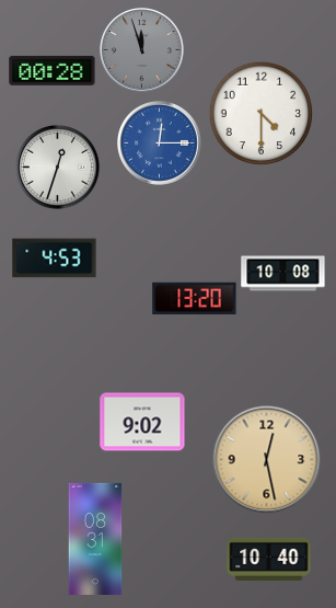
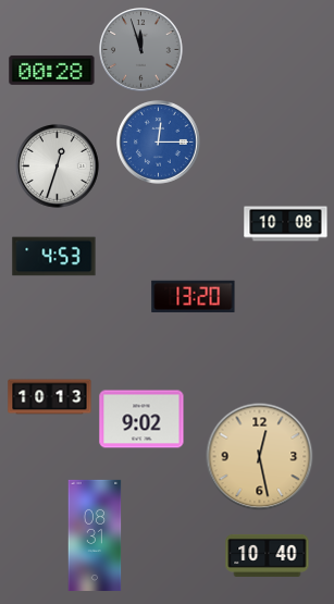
clock at (260, 113): 4:30 -> none
clock at (283, 274) position: (283, 274) -> (286, 224)
clock at (50, 397): none -> 10:13
clock at (267, 460) position: (267, 460) -> (260, 457)
